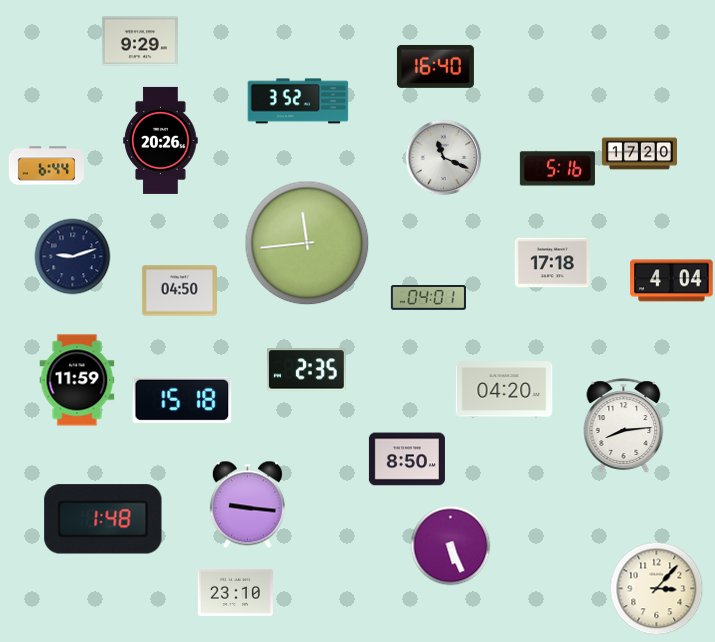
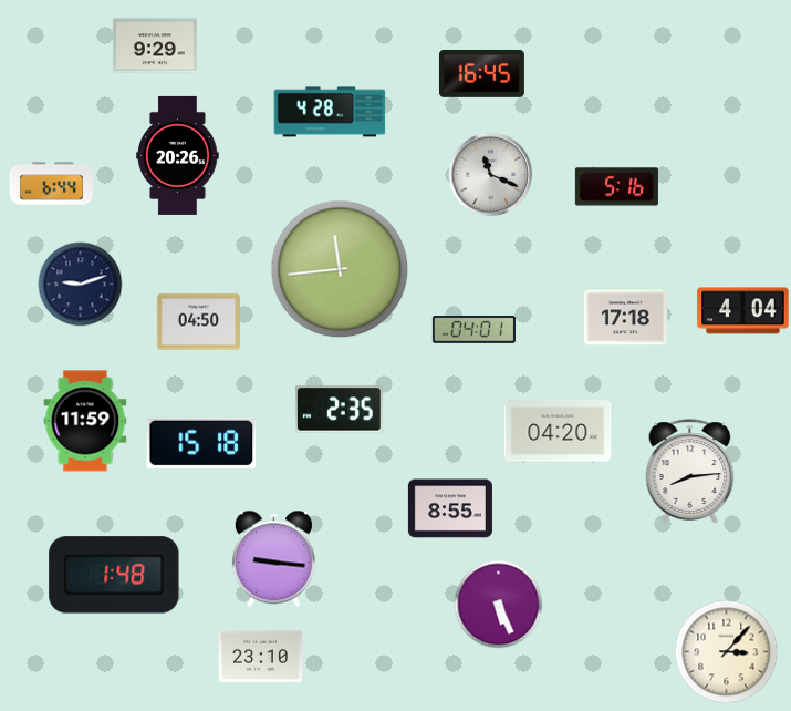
clock at (435, 66): 16:40 -> 16:45
clock at (298, 101): 3:52 -> 4:28
clock at (639, 154): 17:20 -> none
clock at (552, 263) position: (552, 263) -> (625, 318)
clock at (407, 459): 8:50 -> 8:55
